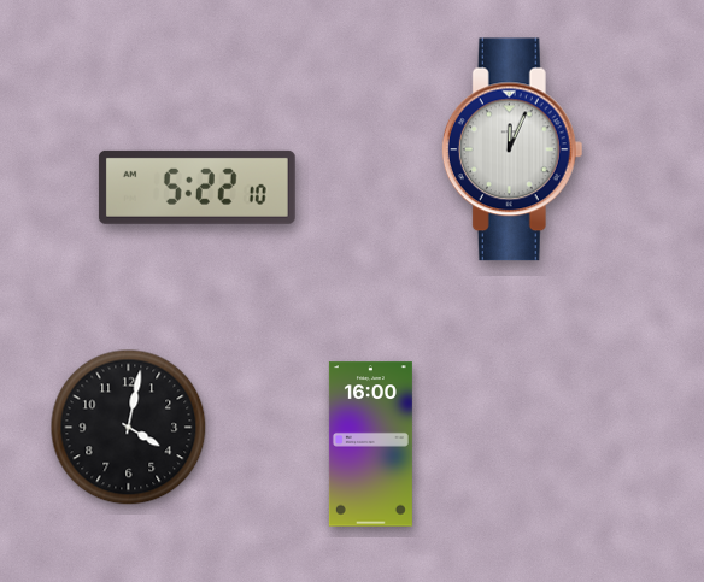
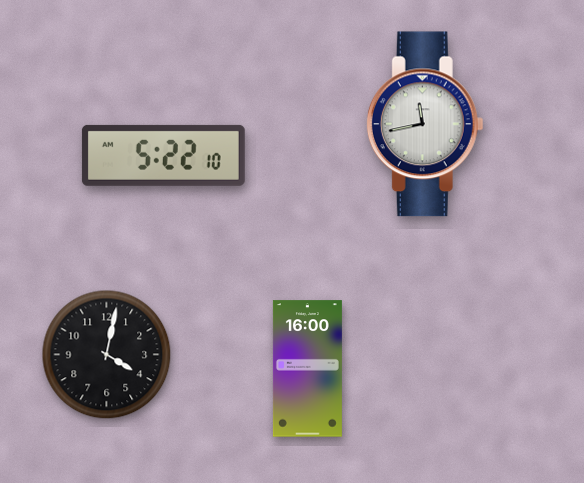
clock at (512, 149): 12:04 -> 11:43
